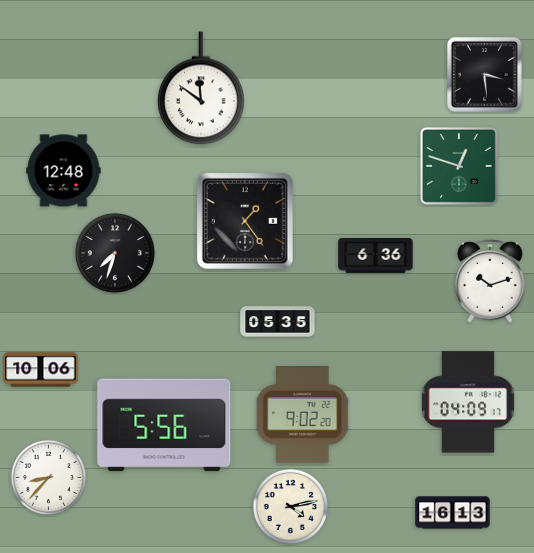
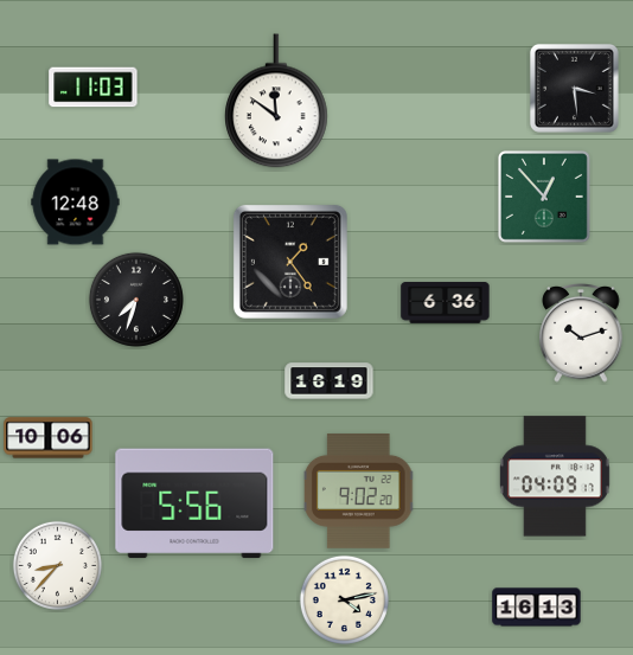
clock at (94, 88): none -> 11:03
clock at (201, 88) position: (201, 88) -> (276, 101)
clock at (460, 167): 12:48 -> 12:53
clock at (278, 322): 05:35 -> 16:19
